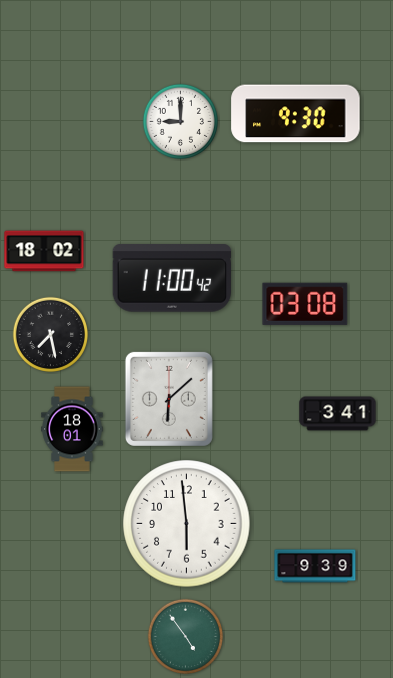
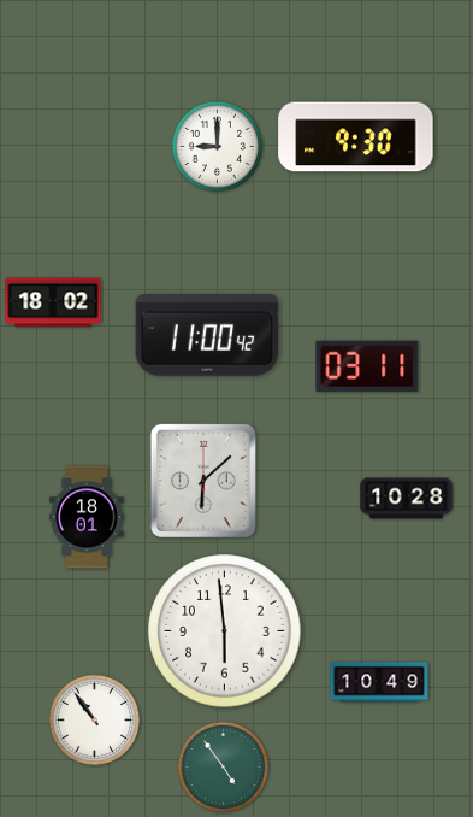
clock at (305, 304): 03:08 -> 03:11
clock at (50, 334): 7:28 -> none
clock at (338, 414): 3:41 -> 10:28
clock at (315, 566): 9:39 -> 10:49
clock at (94, 719): none -> 10:54
